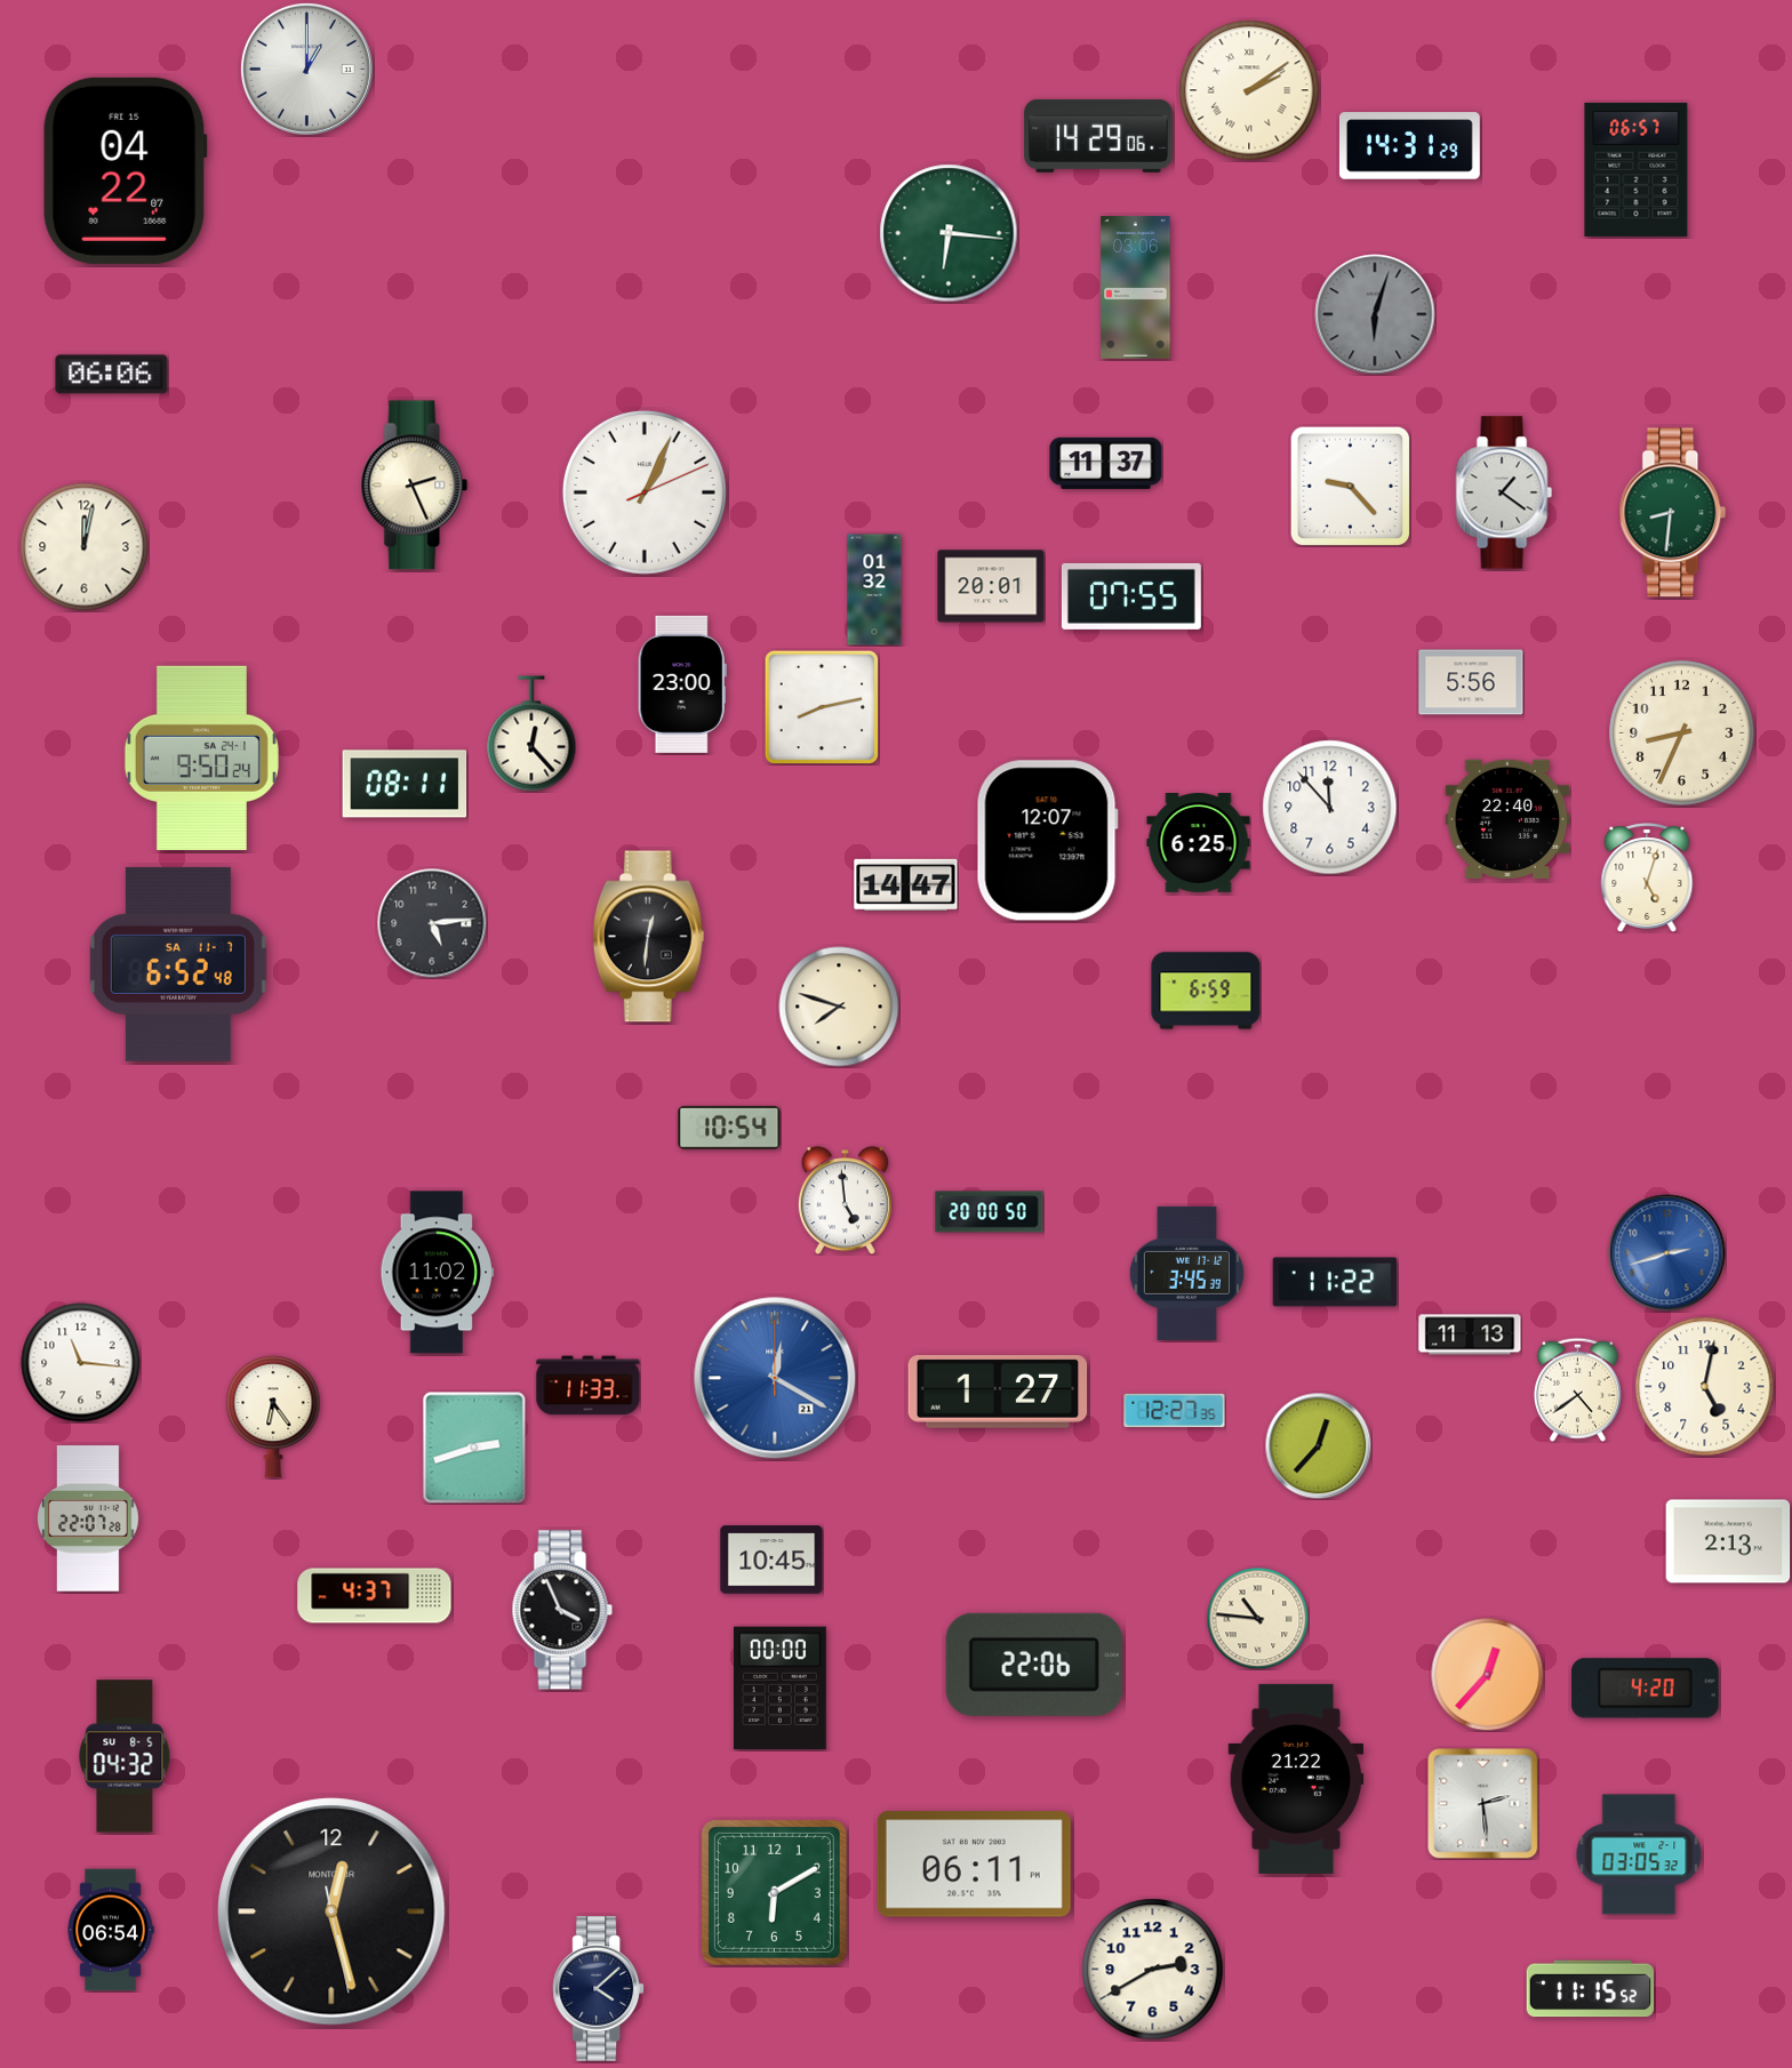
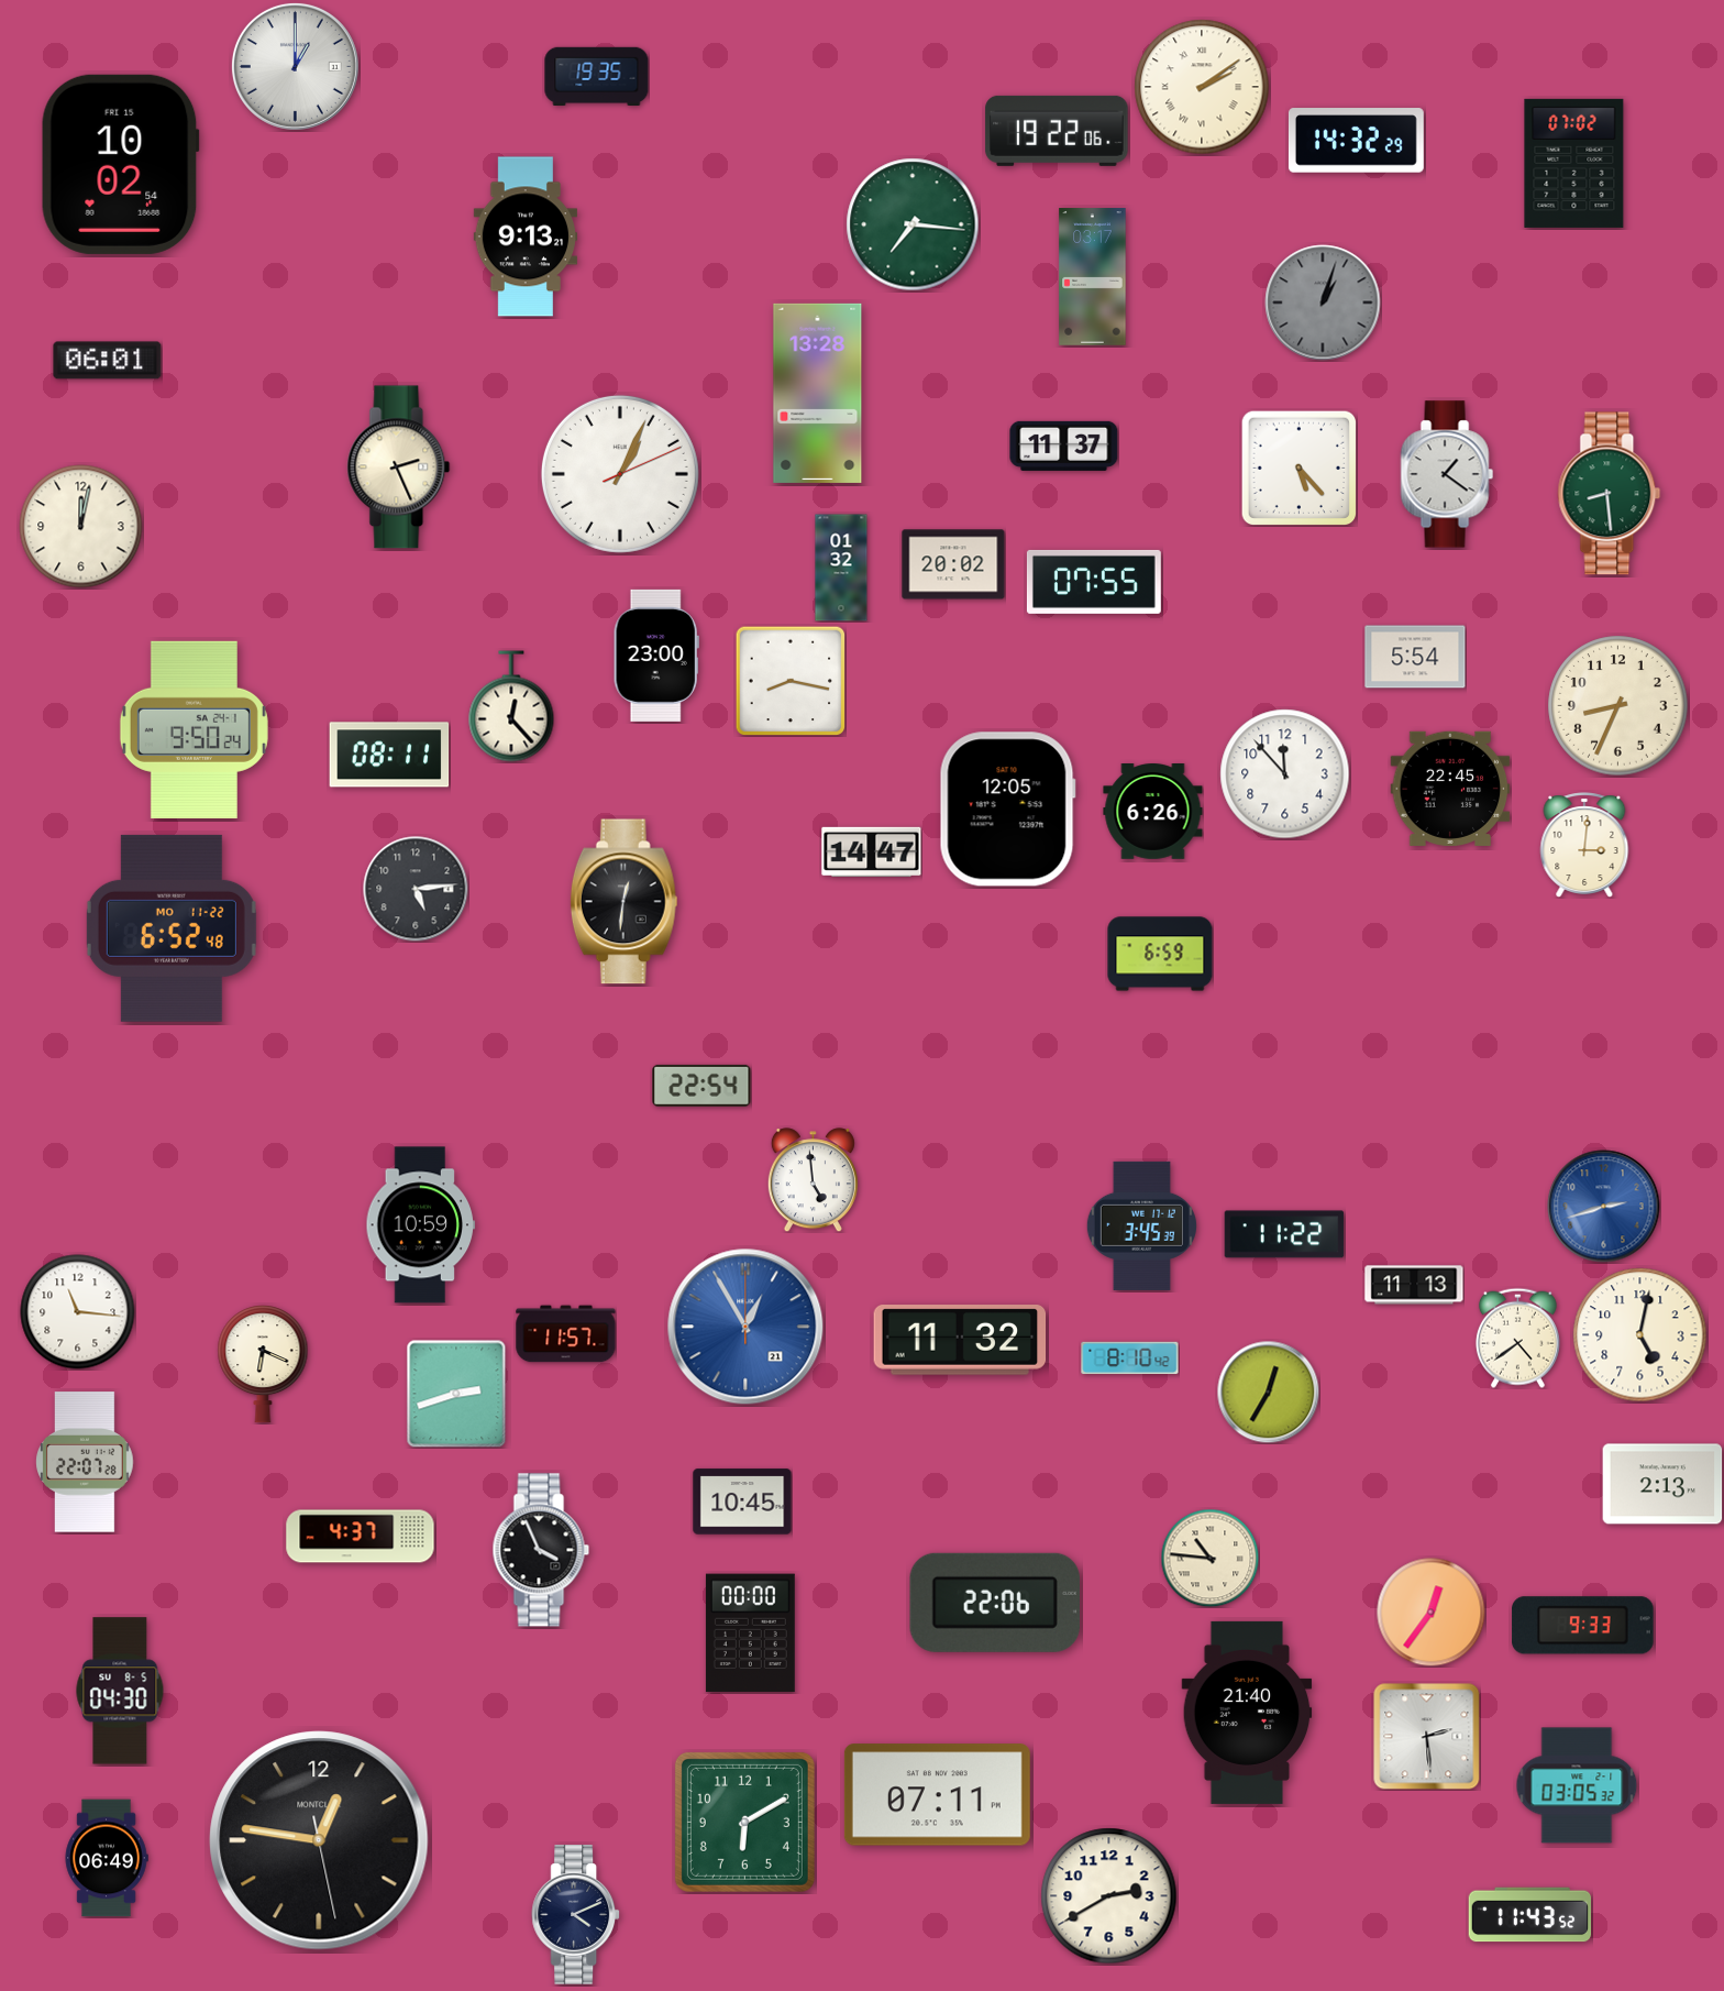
clock at (597, 76): none -> 19:35
clock at (1098, 136): 14:29 -> 19:22
clock at (1409, 146): 14:31 -> 14:32
clock at (1637, 169): 06:57 -> 07:02
clock at (125, 170): 04:22 -> 10:02
clock at (949, 233): 6:16 -> 7:16
clock at (524, 237): none -> 9:13
clock at (1136, 288): 03:06 -> 03:17
clock at (1375, 314): 6:03 -> 1:03
clock at (112, 375): 06:06 -> 06:01
clock at (818, 393): none -> 13:28
clock at (1350, 486): 9:23 -> 5:23
clock at (1673, 513): 8:31 -> 8:29
clock at (991, 586): 20:01 -> 20:02
clock at (1131, 596) position: (1131, 596) -> (1094, 582)
clock at (1471, 682): 5:56 -> 5:54
clock at (682, 684) position: (682, 684) -> (656, 656)
clock at (822, 707): 8:13 -> 8:17
clock at (1330, 808) position: (1330, 808) -> (1285, 774)
clock at (1507, 819): 22:40 -> 22:45
clock at (1047, 841): 12:07 -> 12:05
clock at (1199, 843): 6:25 -> 6:26
clock at (1647, 877): 5:03 -> 3:01
clock at (178, 964) date: SA 11-7 -> MO 11-22
clock at (839, 1007): 7:48 -> none
clock at (729, 1128): 10:54 -> 22:54
clock at (845, 1201) position: (845, 1201) -> (813, 1180)
clock at (990, 1212): 20:00 -> none
clock at (438, 1273): 11:02 -> 10:59
clock at (775, 1378): 12:20 -> 12:55
clock at (589, 1386): 11:33 -> 11:57
clock at (998, 1393): 1:27 -> 11:32
clock at (1175, 1411): 12:27 -> 8:10
clock at (273, 1418): 6:24 -> 6:19
clock at (1318, 1445): 12:37 -> 12:35
clock at (1488, 1675): 12:37 -> 12:36
clock at (779, 1689) position: (779, 1689) -> (750, 1634)
clock at (1646, 1689): 4:20 -> 9:33
clock at (125, 1756): 04:32 -> 04:30
clock at (1296, 1779): 21:22 -> 21:40
clock at (974, 1865): 06:11 -> 07:11
clock at (331, 1911): 12:27 -> 12:46
clock at (111, 1930): 06:54 -> 06:49
clock at (599, 1989): 4:08 -> 4:11
clock at (1591, 1989): 11:15 -> 11:43
